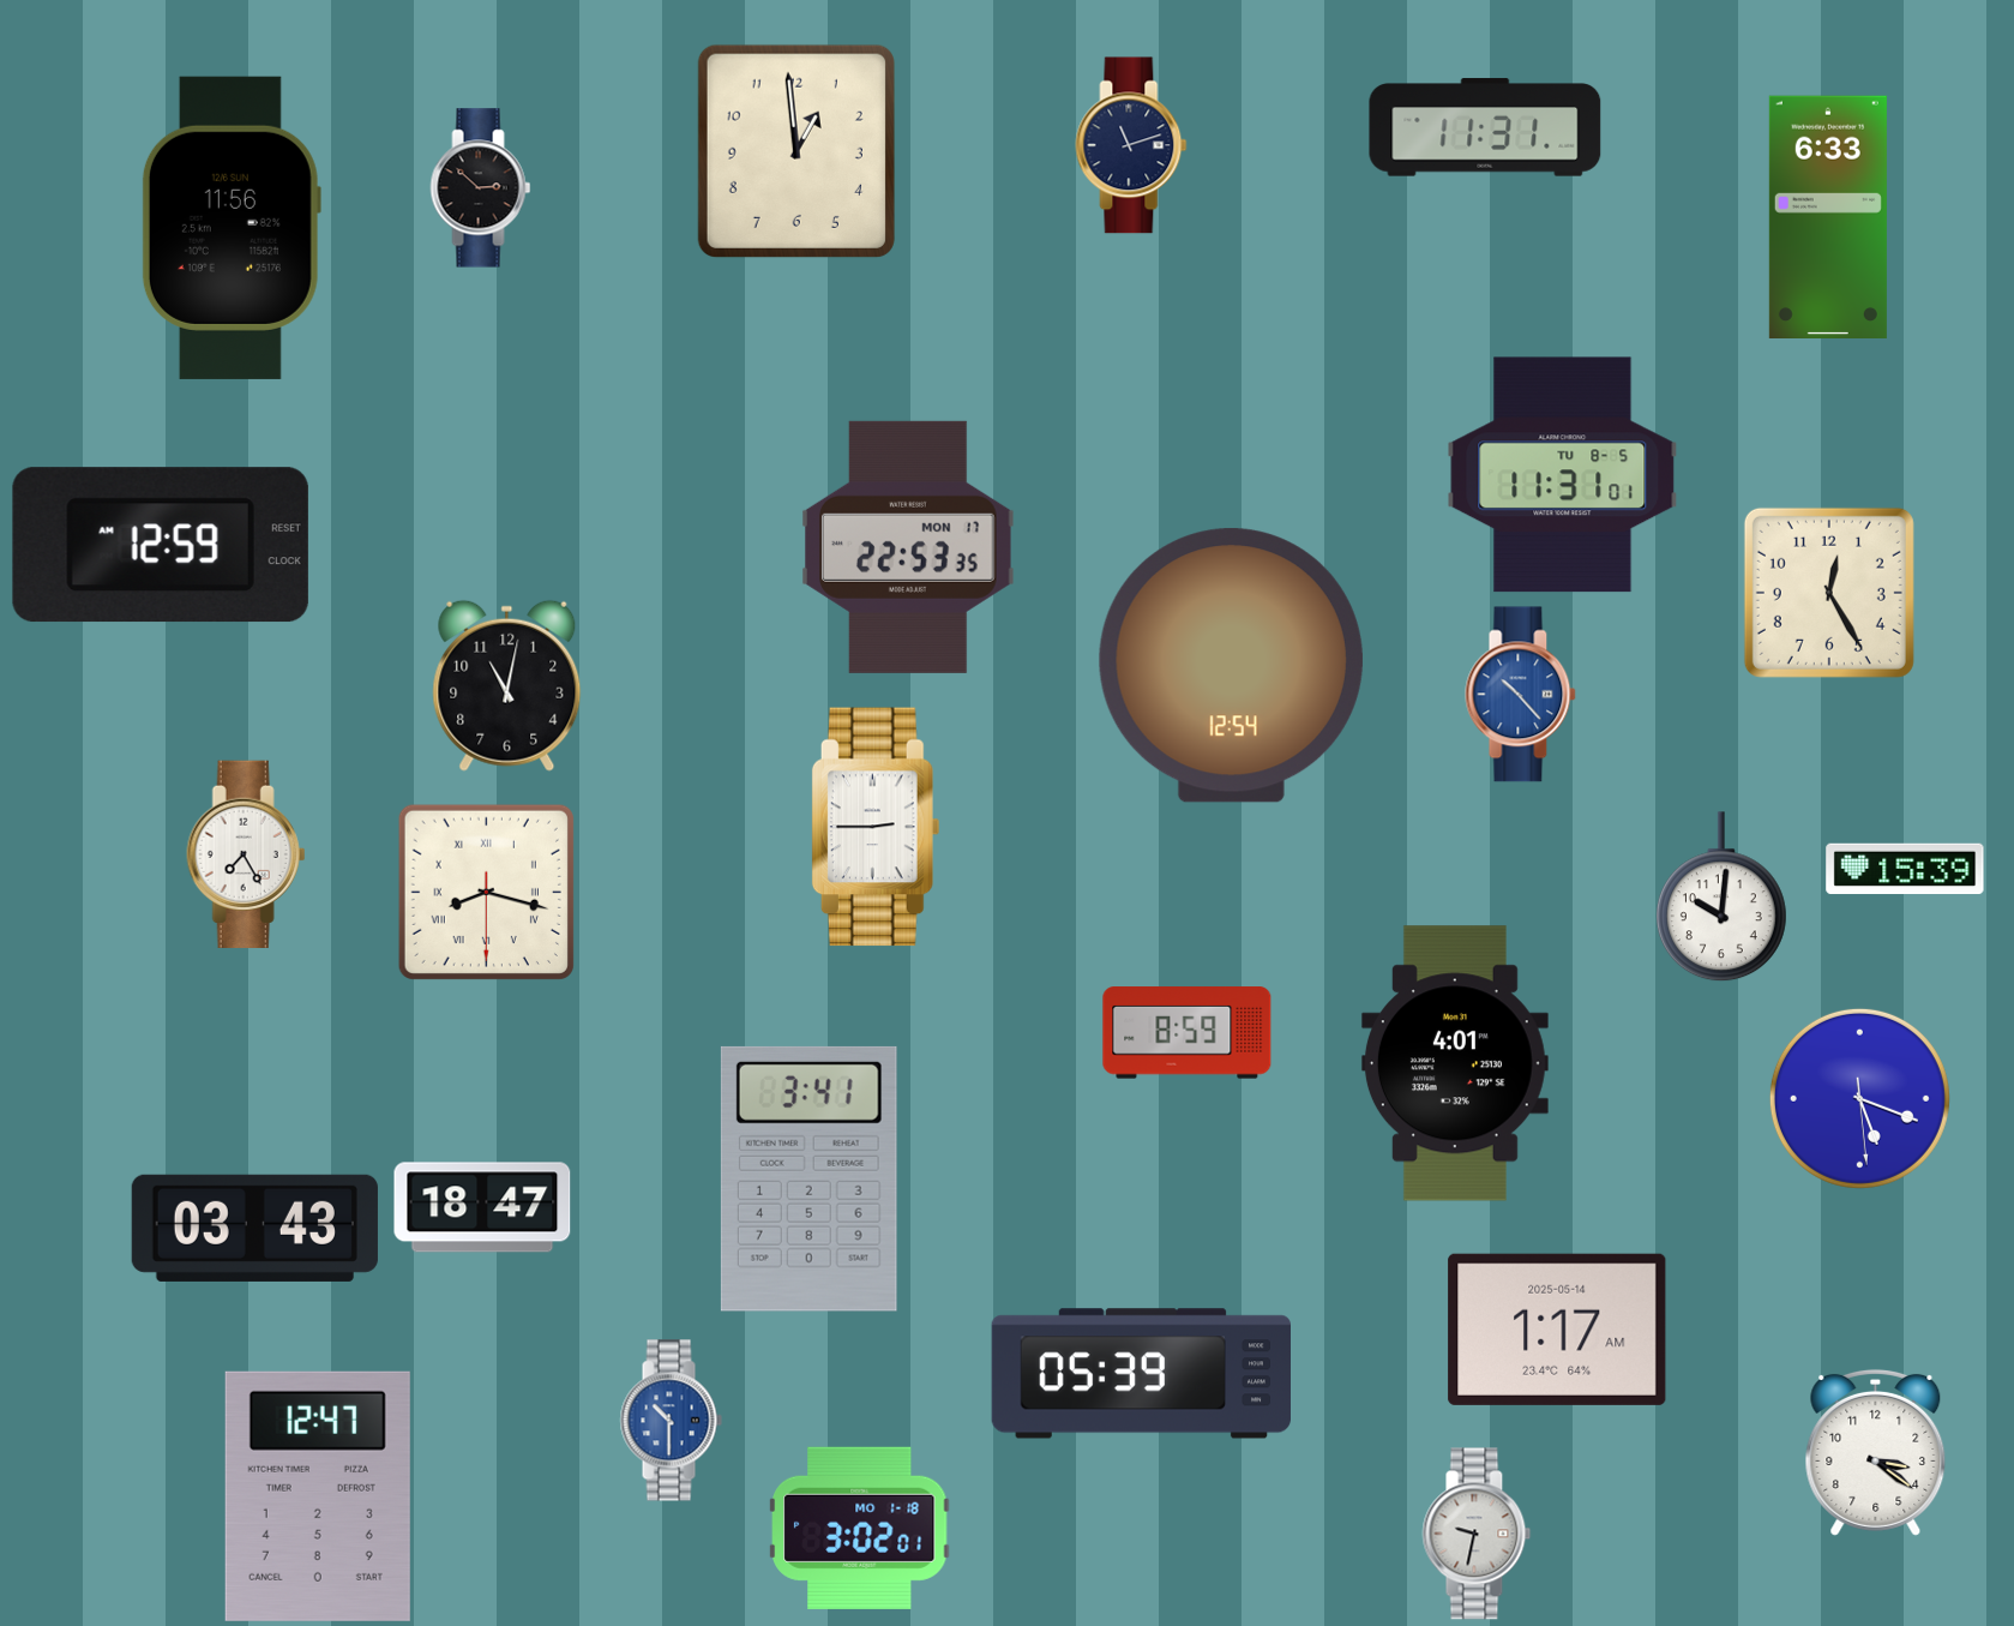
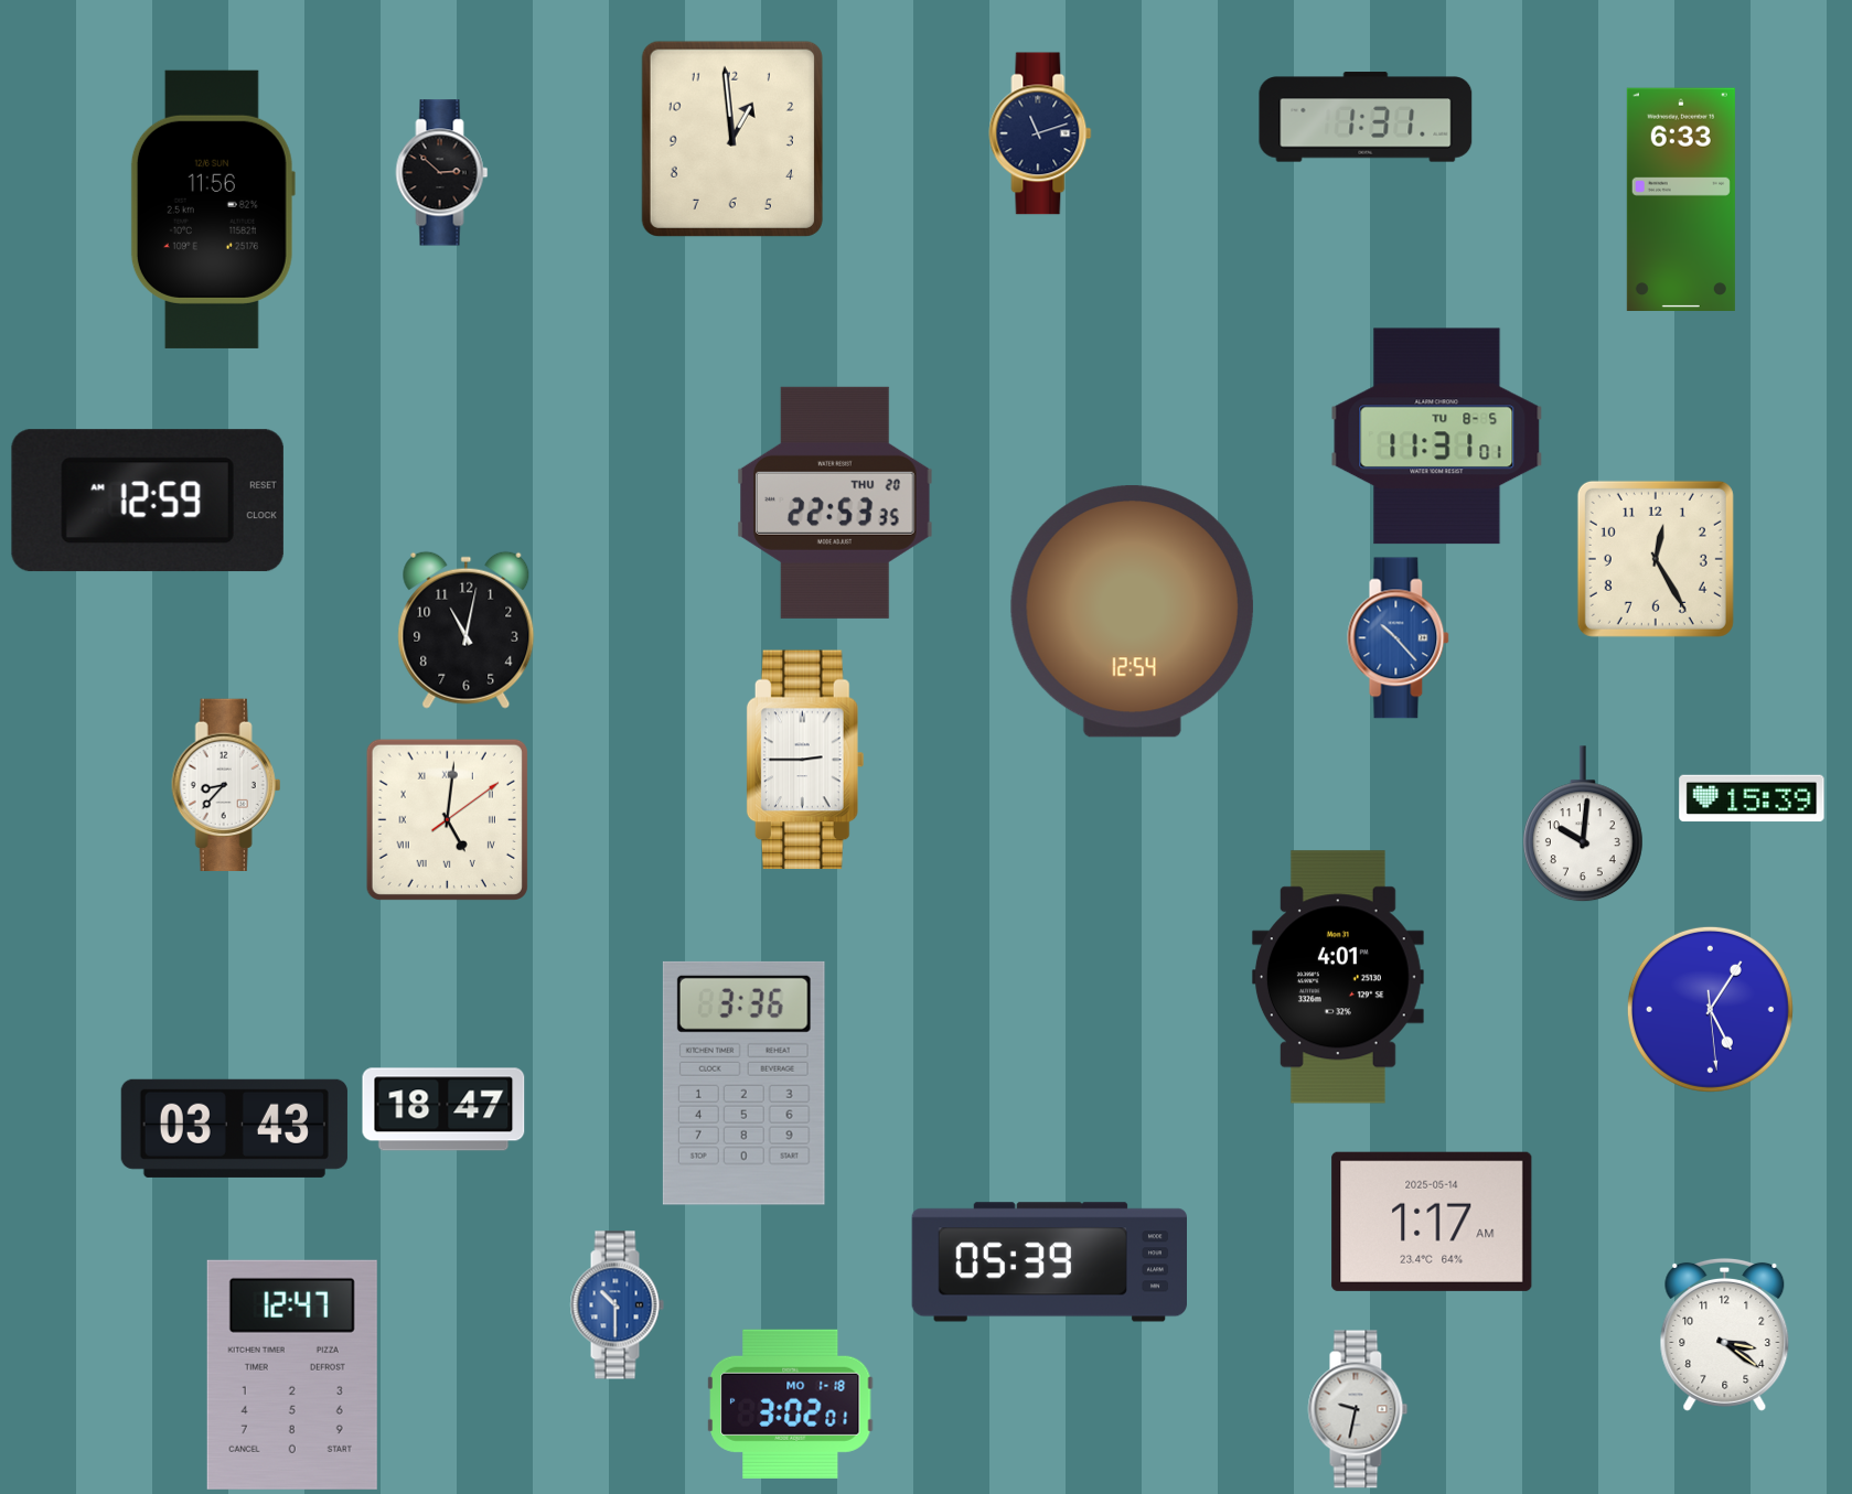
clock at (1485, 127): 11:31 -> 1:31
clock at (909, 547) date: MON 17 -> THU 20
clock at (1829, 593) position: (1829, 593) -> (1656, 559)
clock at (246, 853): 7:25 -> 8:37
clock at (486, 892): 8:17 -> 5:01
clock at (1188, 1033): 8:59 -> none
clock at (1859, 1098): 5:18 -> 5:05
clock at (808, 1178): 3:41 -> 3:36
